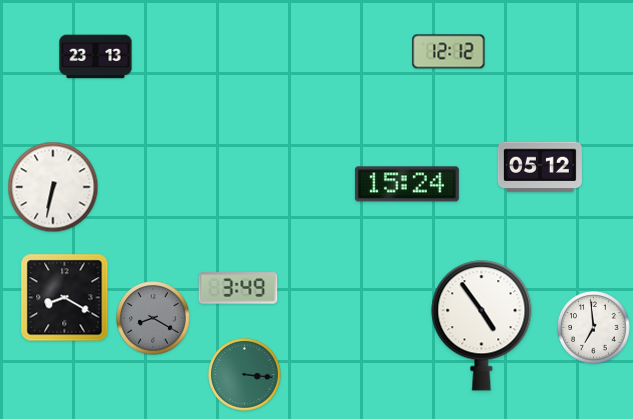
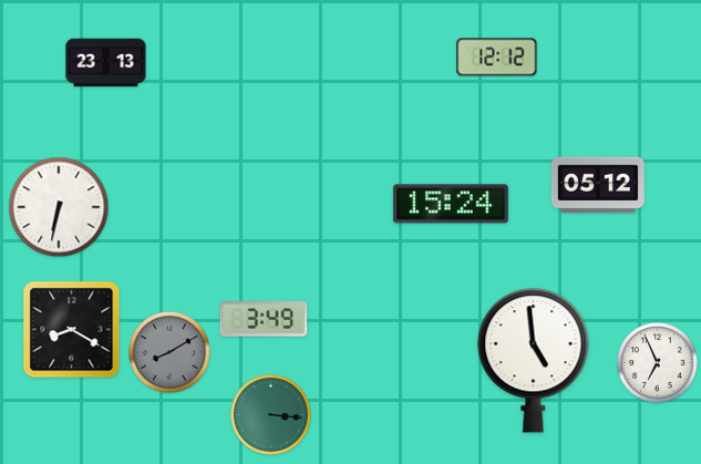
clock at (153, 318): 8:20 -> 8:10
clock at (482, 326): 4:54 -> 4:59
clock at (594, 328): 6:59 -> 6:56
